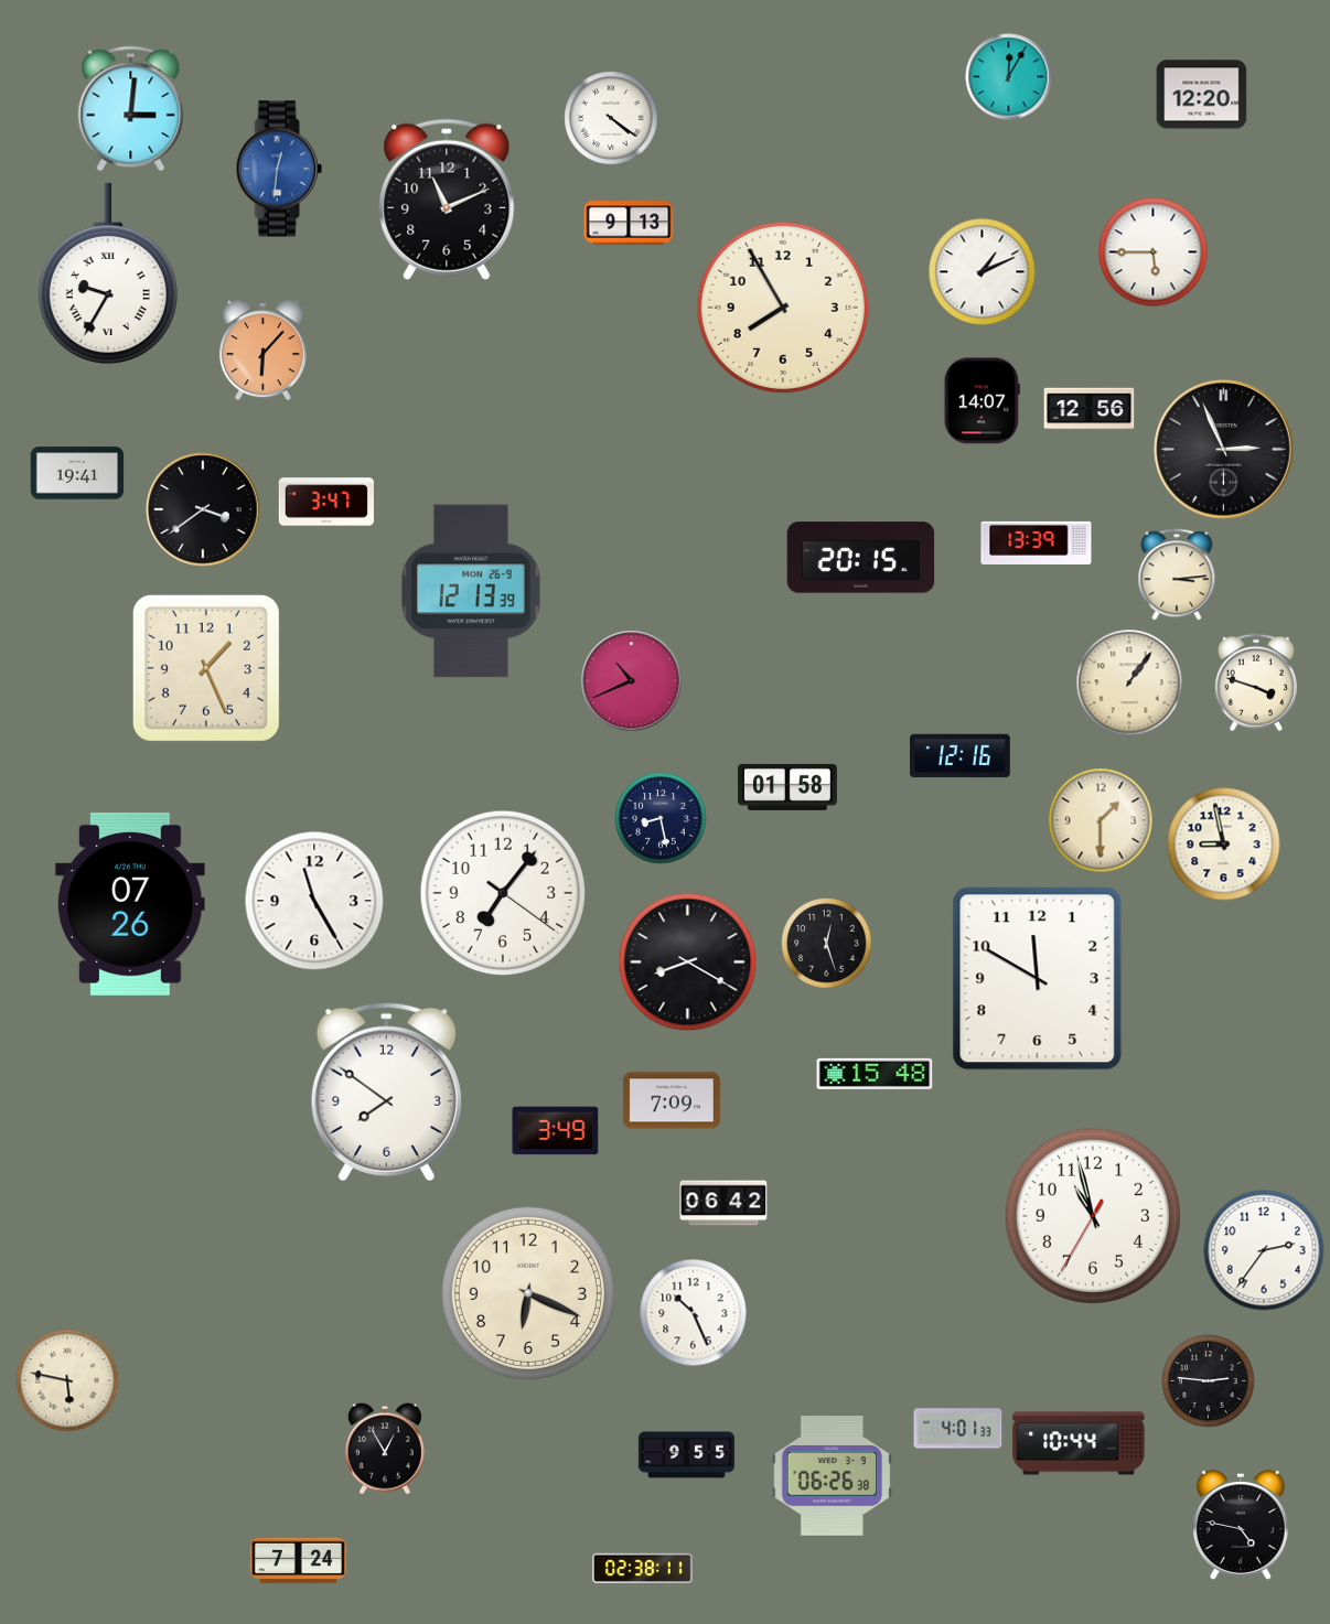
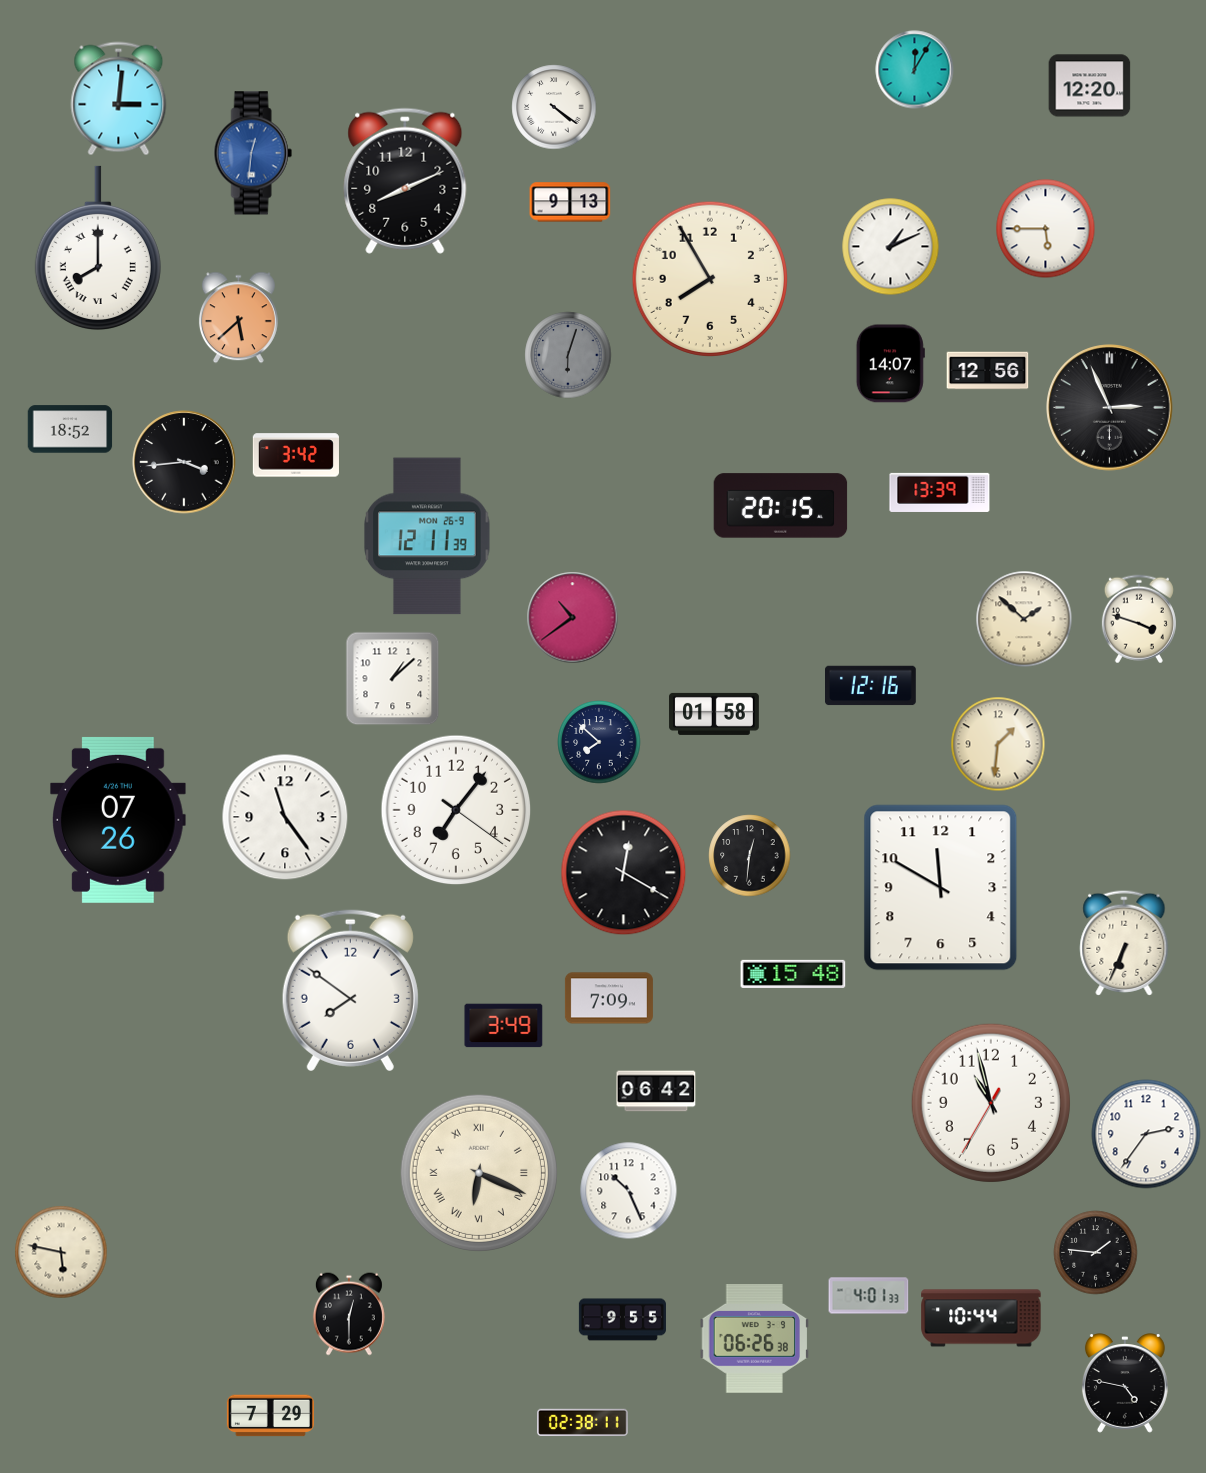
clock at (447, 200): 11:11 -> 8:11
clock at (108, 272): 9:35 -> 8:00
clock at (262, 351): 6:07 -> 5:38
clock at (568, 355): none -> 6:03
clock at (77, 473): 19:41 -> 18:52
clock at (326, 502): 3:47 -> 3:42
clock at (203, 509): 3:39 -> 3:44
clock at (1177, 574): 3:14 -> none
clock at (471, 591): 12:13 -> 12:11
clock at (206, 668): 1:26 -> none
clock at (632, 681): 10:41 -> 10:39
clock at (1129, 682): 1:06 -> 1:52
clock at (393, 679): none -> 1:08
clock at (661, 818): 8:28 -> 7:52
clock at (1101, 820): 1:30 -> 1:31
clock at (1224, 845): 8:58 -> none
clock at (314, 901): 11:25 -> 11:24
clock at (827, 944): 12:27 -> 12:31
clock at (688, 962): 8:20 -> 12:20
clock at (1124, 943): none -> 6:34
clock at (528, 1293) numerals: Arabic -> Roman
clock at (1209, 1381): 2:46 -> 1:46
clock at (1079, 1443) position: (1079, 1443) -> (981, 1318)
clock at (385, 1449): 12:55 -> 12:30
clock at (298, 1561): 7:24 -> 7:29
